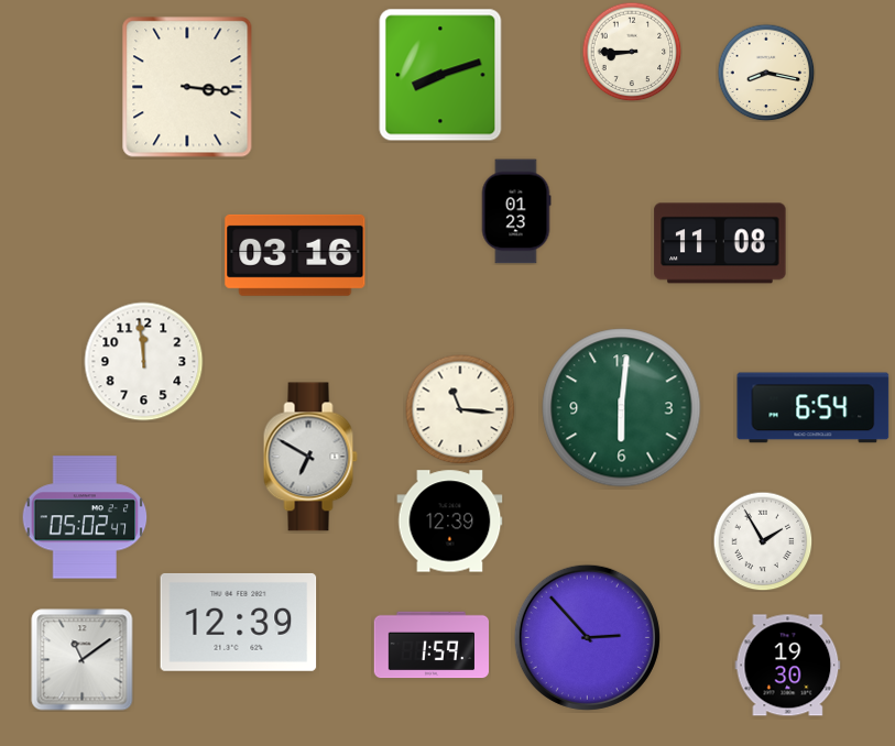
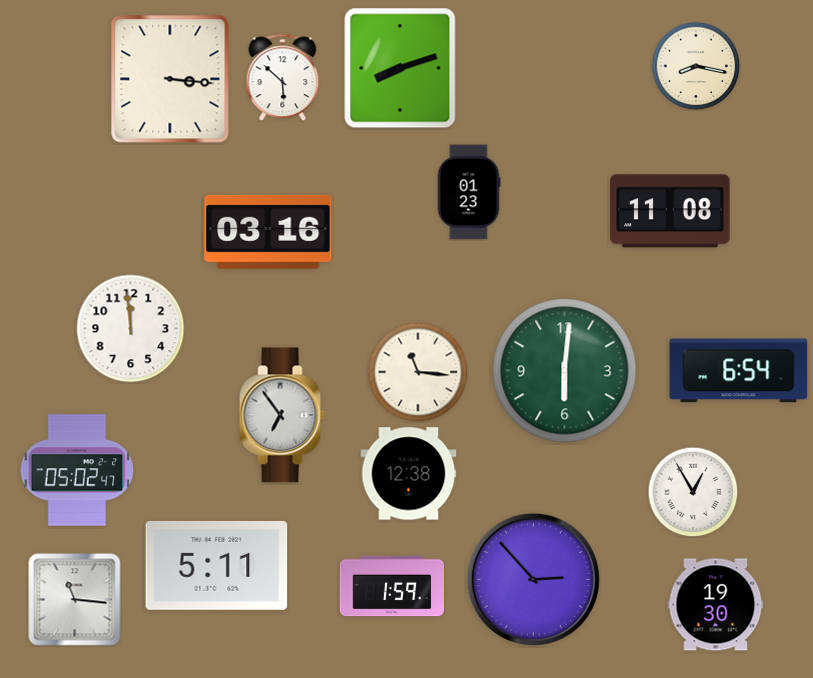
clock at (632, 52): 8:45 -> none
clock at (283, 77): none -> 5:52
clock at (720, 243) position: (720, 243) -> (670, 211)
clock at (310, 457): 6:50 -> 6:54
clock at (450, 522): 12:39 -> 12:38
clock at (763, 541): 1:55 -> 12:55
clock at (239, 622): 12:39 -> 5:11
clock at (83, 660): 11:09 -> 11:16
